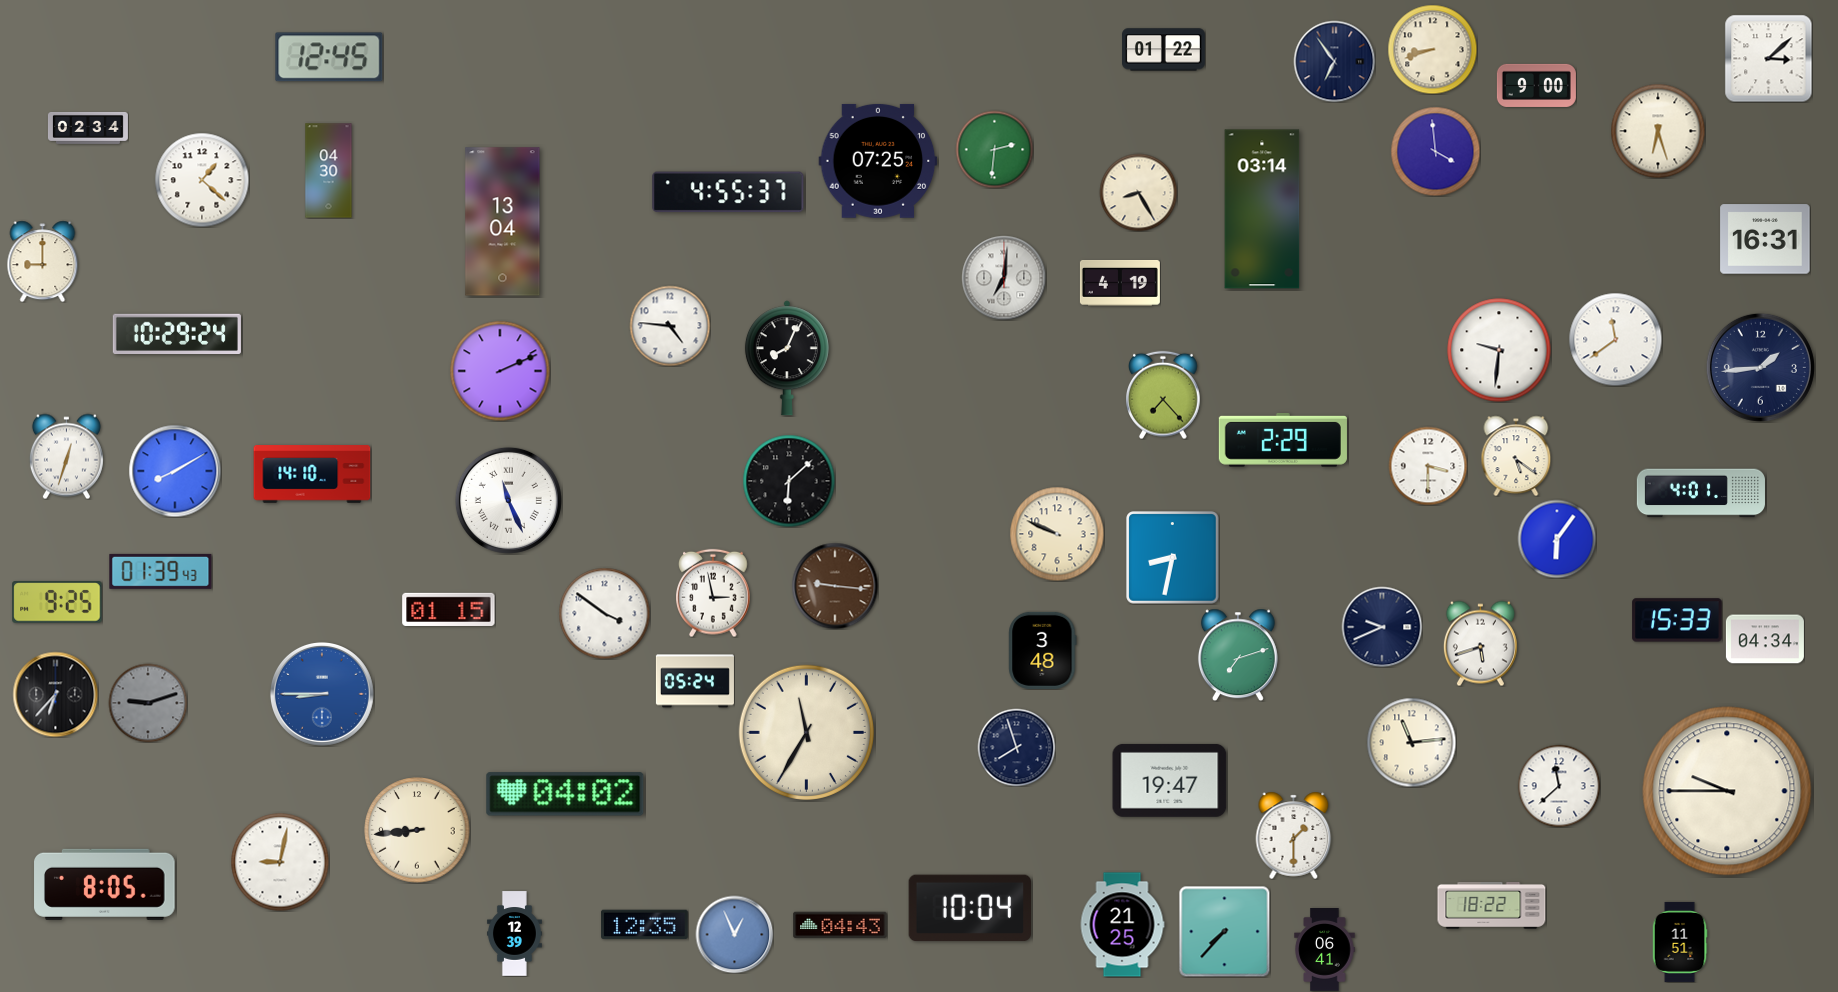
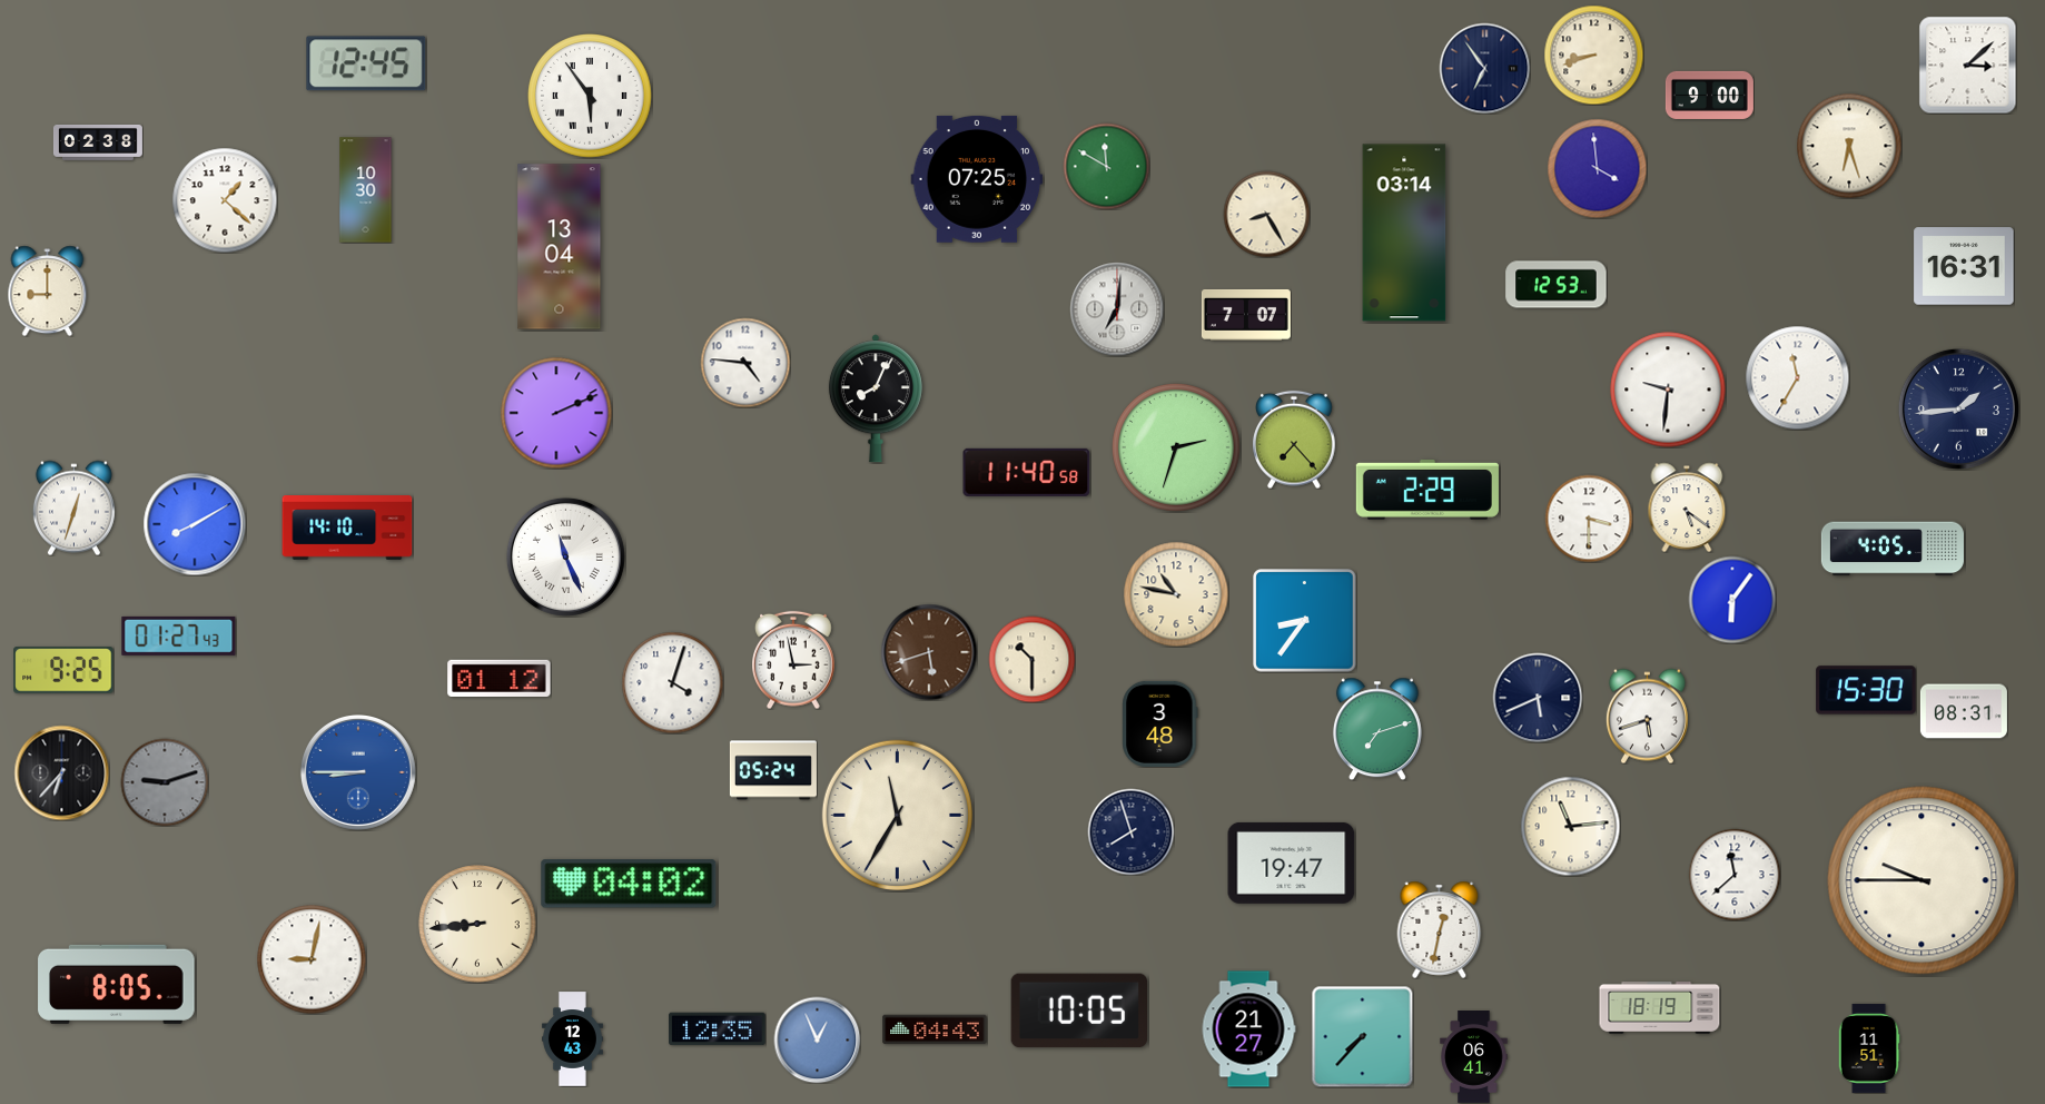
clock at (1164, 50): 01:22 -> none
clock at (590, 96): none -> 5:54
clock at (88, 128): 02:34 -> 02:38
clock at (1658, 131) position: (1658, 131) -> (1849, 146)
clock at (994, 149): 2:31 -> 11:50
clock at (329, 171): 04:30 -> 10:30
clock at (728, 192): 4:55 -> none
clock at (1557, 285): none -> 12:53
clock at (1120, 283): 4:19 -> 7:07
clock at (177, 333): 10:29 -> none
clock at (1615, 339): 11:39 -> 11:35
clock at (1177, 448): none -> 2:33
clock at (1027, 472): none -> 11:40
clock at (789, 481): 6:08 -> none
clock at (1701, 493): 4:01 -> 4:05
clock at (1057, 534): 9:49 -> 10:47
clock at (1173, 558): 8:32 -> 8:36
clock at (161, 571): 01:39 -> 01:27
clock at (835, 586): 9:16 -> 5:42
clock at (1031, 659): none -> 10:30
clock at (449, 609): 01:15 -> 01:12
clock at (604, 613): 3:51 -> 4:03
clock at (1677, 620): 15:33 -> 15:30
clock at (1382, 627): 9:41 -> 5:41
clock at (1765, 639): 04:34 -> 08:31
clock at (695, 681) position: (695, 681) -> (773, 770)
clock at (1170, 780) position: (1170, 780) -> (1292, 862)
clock at (417, 830) position: (417, 830) -> (477, 924)
clock at (1294, 835): 1:30 -> 12:32
clock at (1492, 905): 18:22 -> 18:19
clock at (969, 908): 10:04 -> 10:05
clock at (1122, 925): 21:25 -> 21:27
clock at (514, 934): 12:39 -> 12:43
